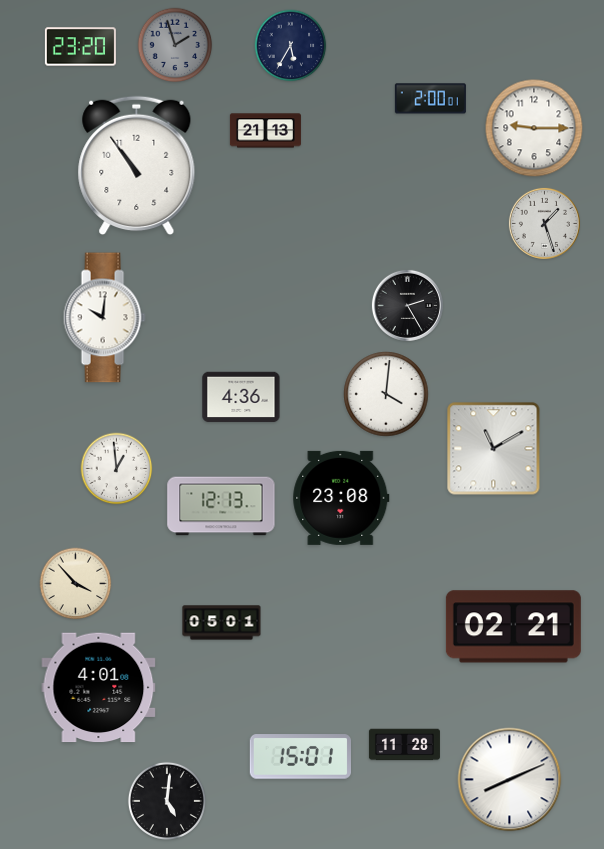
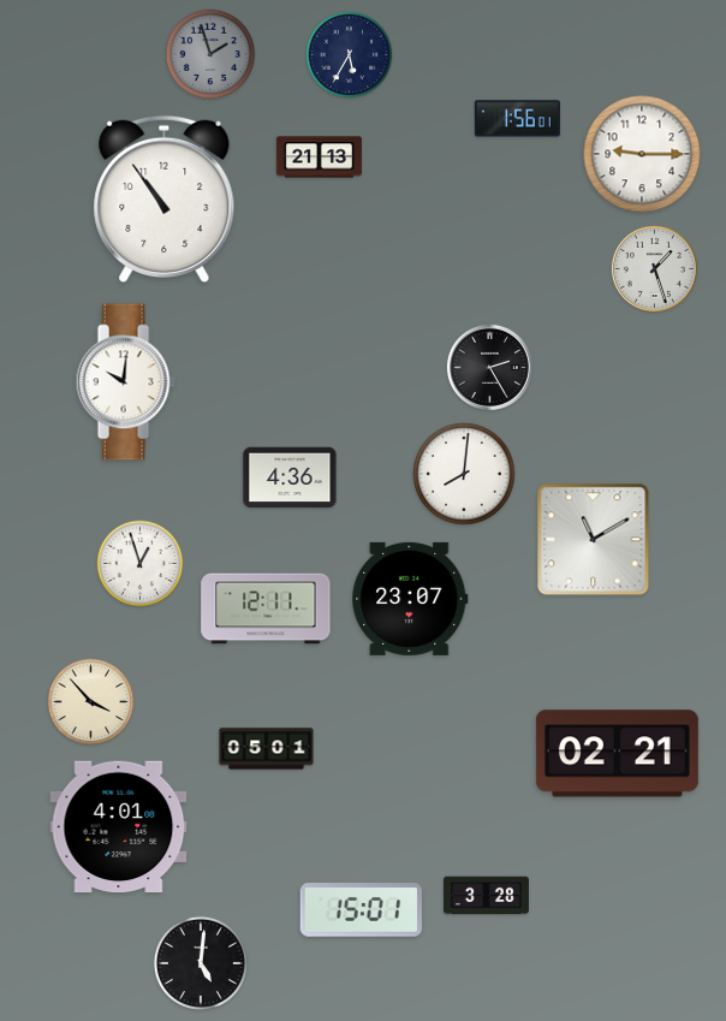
clock at (80, 47): 23:20 -> none
clock at (430, 99): 2:00 -> 1:56
clock at (386, 394): 4:01 -> 8:01
clock at (117, 469): 12:59 -> 12:57
clock at (341, 498): 23:08 -> 23:07
clock at (221, 506): 12:13 -> 12:11
clock at (404, 745): 11:28 -> 3:28
clock at (510, 780): 8:11 -> none
